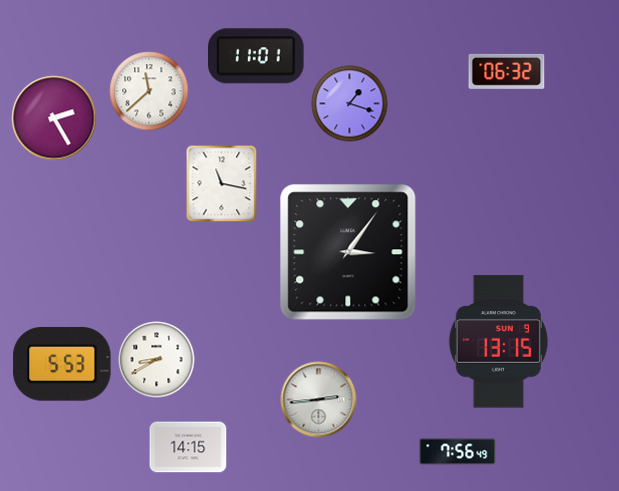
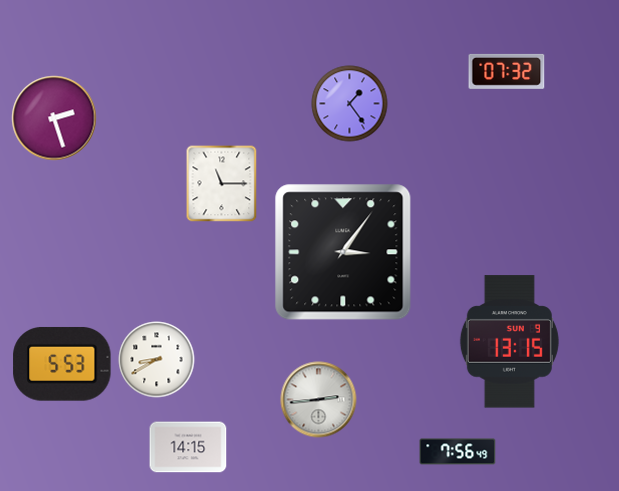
clock at (257, 56): 11:01 -> none
clock at (507, 71): 06:32 -> 07:32
clock at (149, 91): 11:38 -> none
clock at (350, 104): 1:18 -> 1:24
clock at (54, 118): 2:25 -> 2:27
clock at (222, 183): 11:17 -> 11:15
clock at (348, 252) position: (348, 252) -> (343, 252)
clock at (498, 342) position: (498, 342) -> (509, 342)
